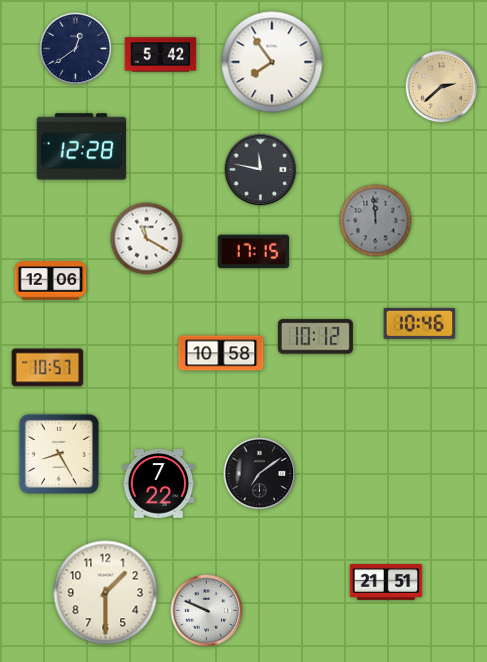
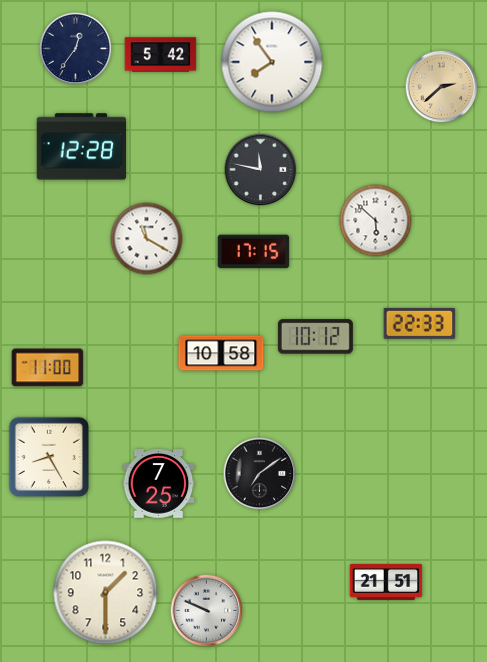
clock at (76, 49): 12:39 -> 12:36
clock at (376, 221): 11:59 -> 5:52
clock at (376, 221) dial: grey -> white
clock at (51, 281): 12:06 -> none
clock at (420, 323): 10:46 -> 22:33
clock at (48, 368): 10:57 -> 11:00
clock at (58, 453) position: (58, 453) -> (48, 456)
clock at (159, 484): 7:22 -> 7:25
